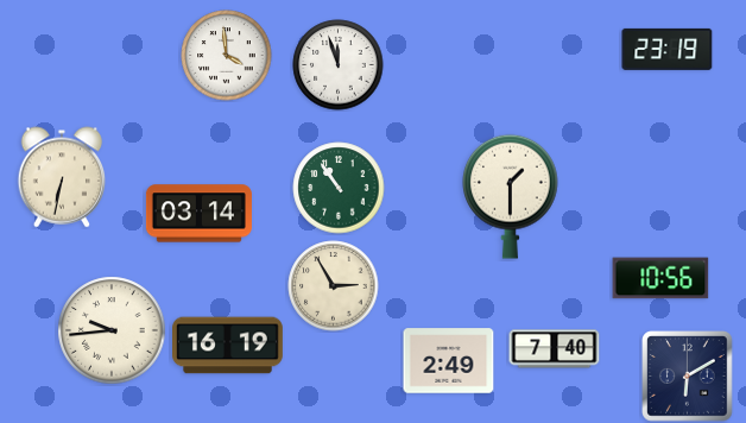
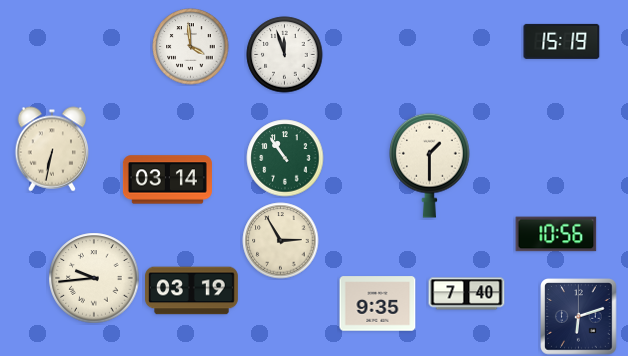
clock at (668, 49): 23:19 -> 15:19
clock at (228, 346): 16:19 -> 03:19
clock at (449, 361): 2:49 -> 9:35
clock at (688, 377): 6:10 -> 6:12
